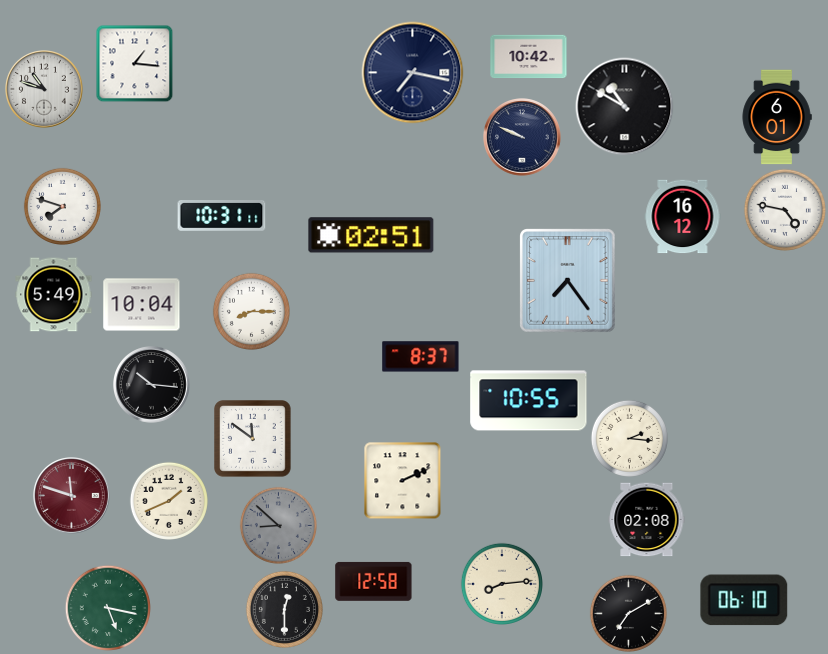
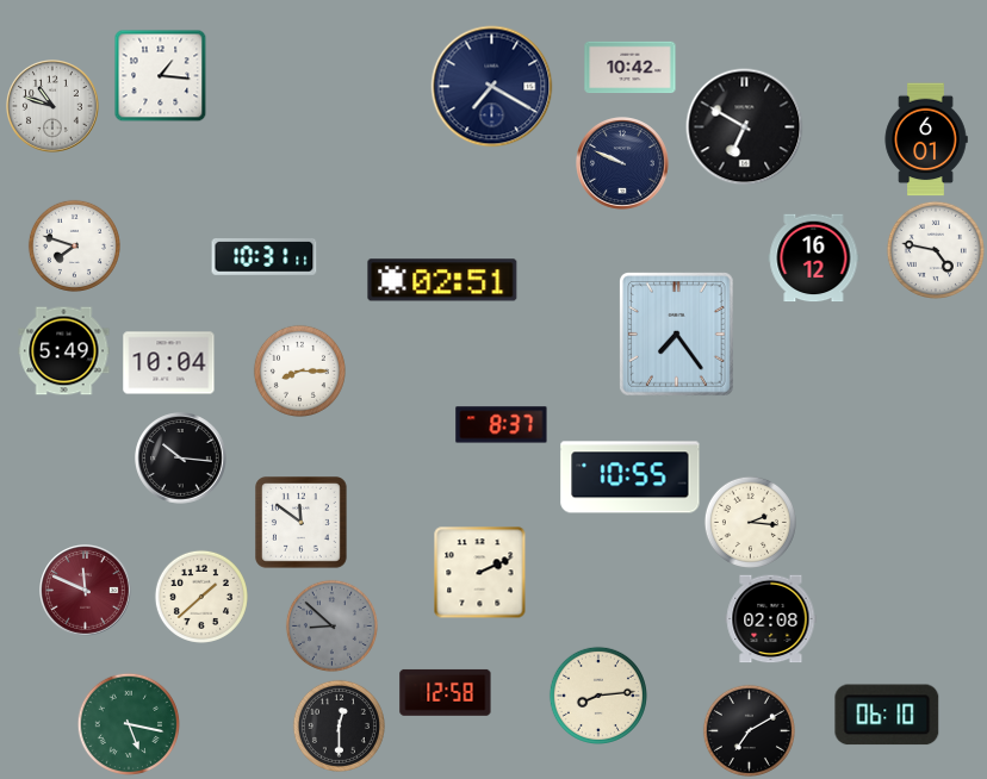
clock at (413, 73): 7:17 -> 7:20
clock at (625, 107): 10:50 -> 6:50
clock at (72, 496): 11:48 -> 11:49
clock at (169, 501): 1:41 -> 1:38
